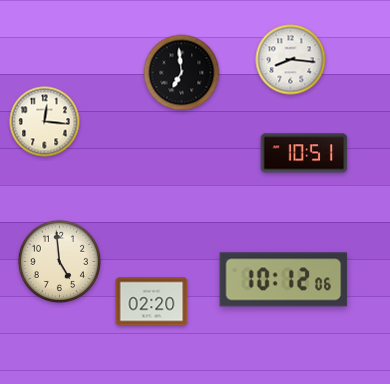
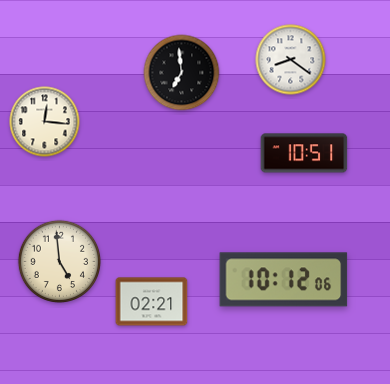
clock at (291, 60): 8:16 -> 8:21
clock at (152, 302): 02:20 -> 02:21
